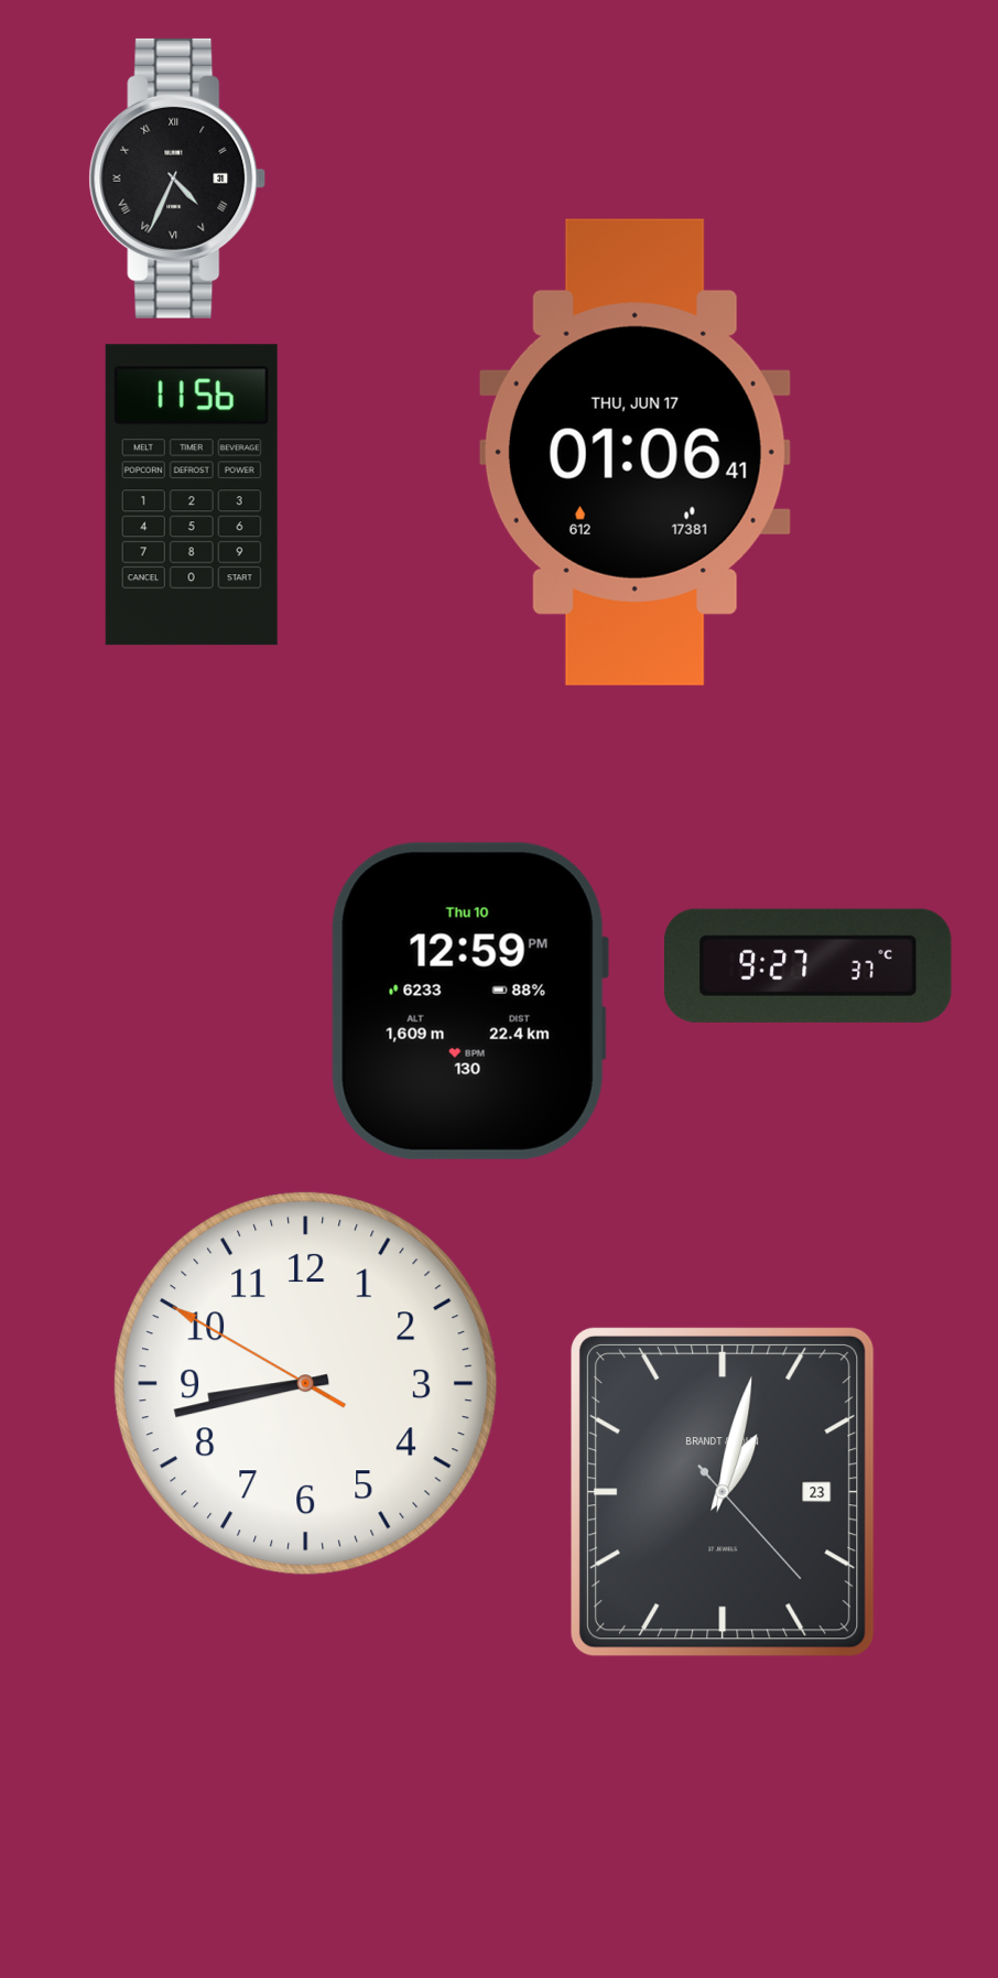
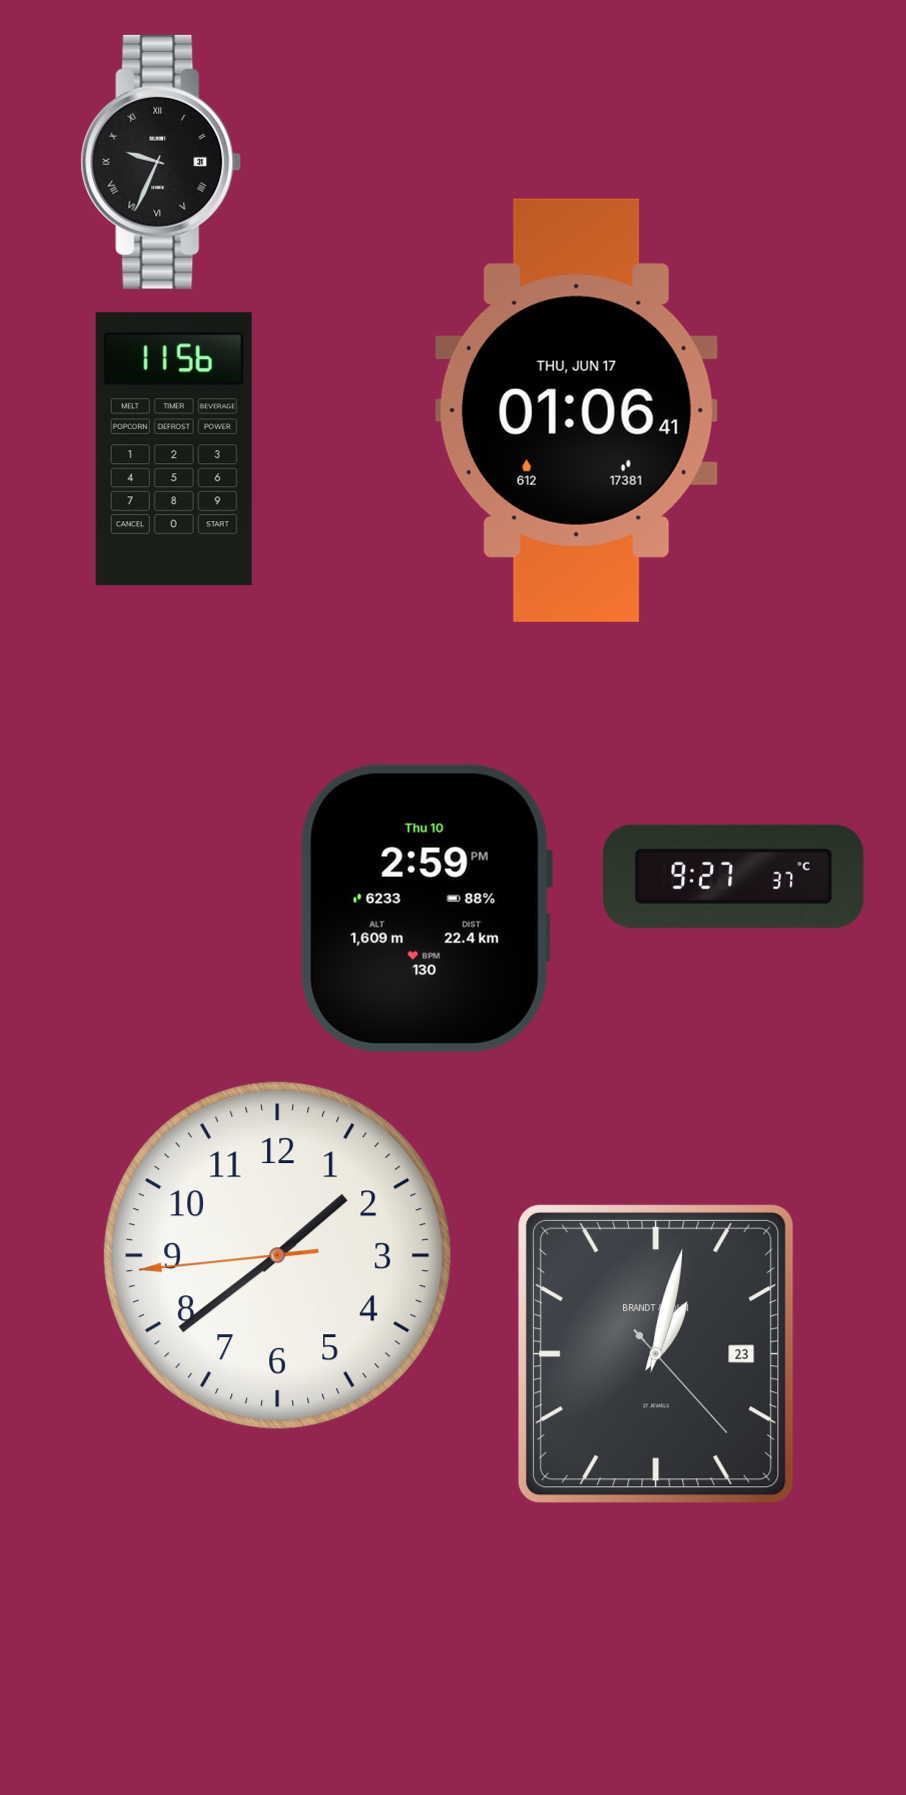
clock at (177, 179): 4:34 -> 9:34
clock at (469, 1001): 12:59 -> 2:59
clock at (306, 1384): 8:42 -> 1:38
